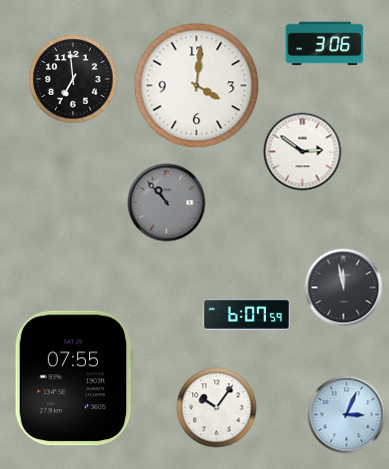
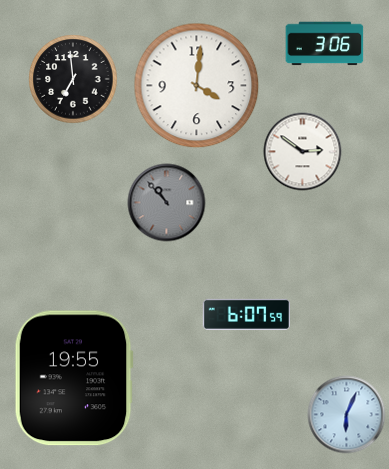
clock at (343, 287): 11:58 -> none
clock at (74, 378): 07:55 -> 19:55
clock at (216, 407): 10:06 -> none
clock at (346, 414): 3:04 -> 6:04
